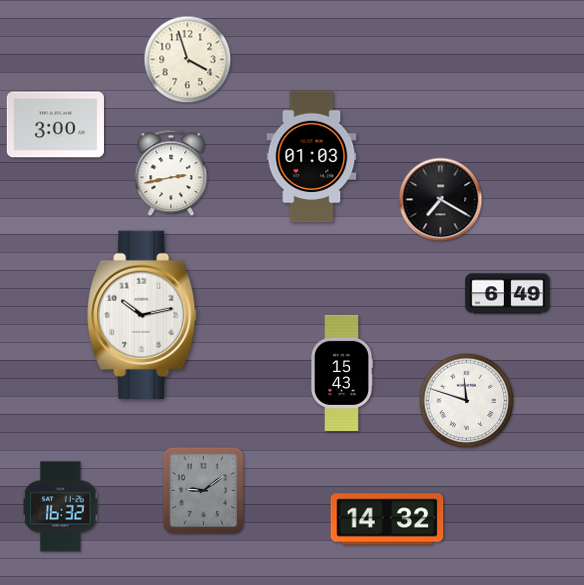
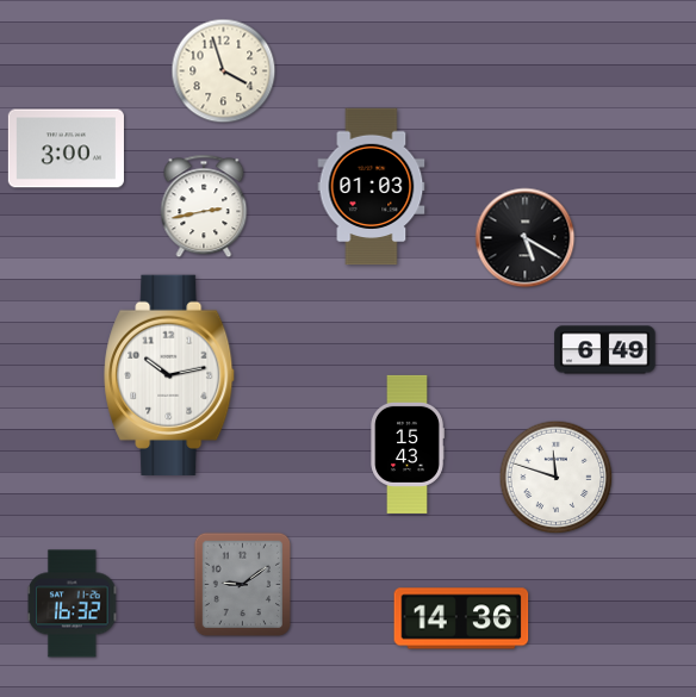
clock at (441, 200): 7:20 -> 5:20
clock at (387, 519): 14:32 -> 14:36
